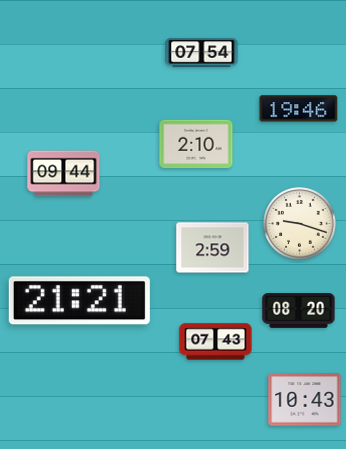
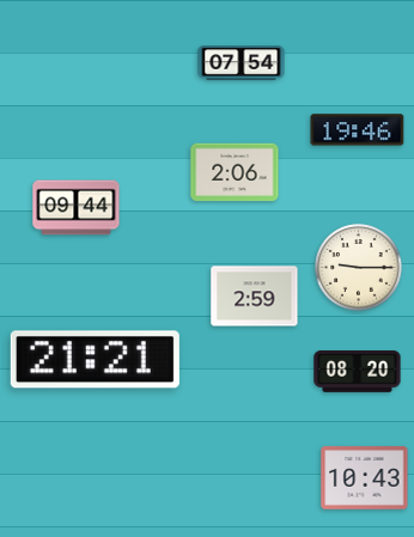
clock at (196, 144): 2:10 -> 2:06
clock at (300, 224): 9:18 -> 9:15
clock at (216, 342): 07:43 -> none
